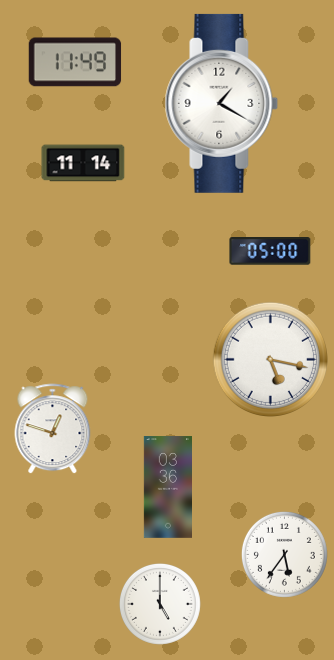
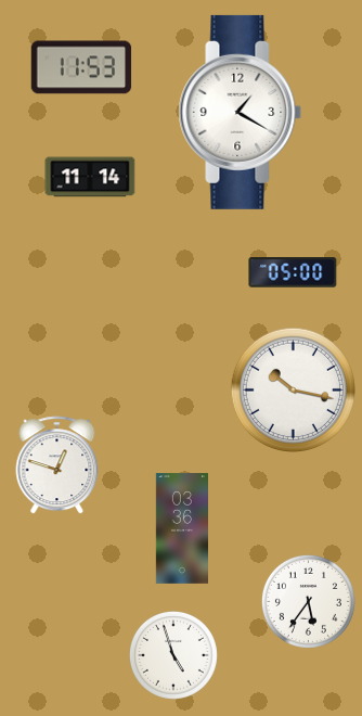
clock at (75, 62): 11:49 -> 11:53
clock at (270, 359): 5:17 -> 10:17
clock at (160, 604): 5:00 -> 4:57
